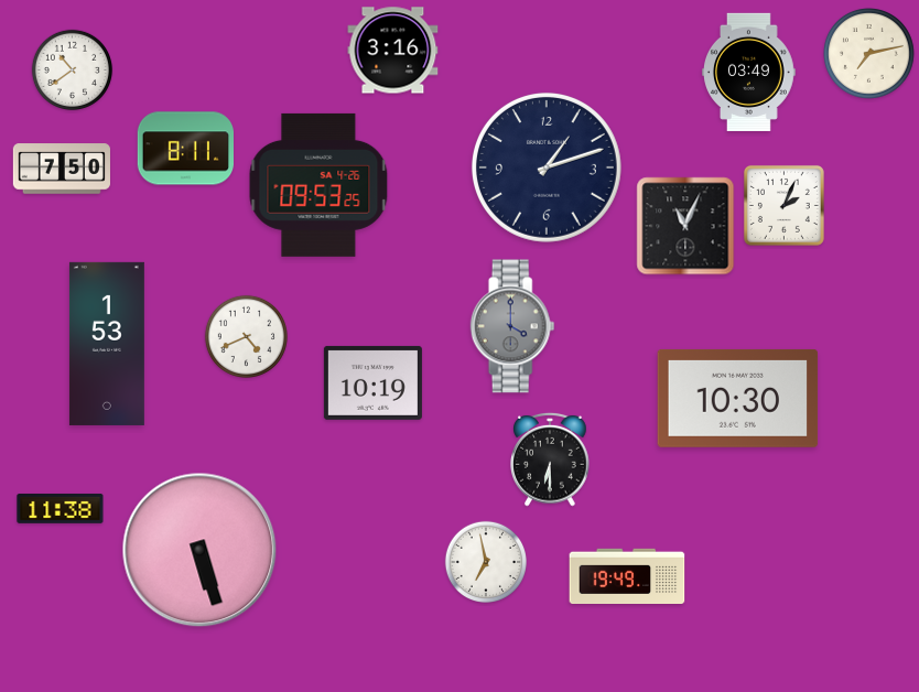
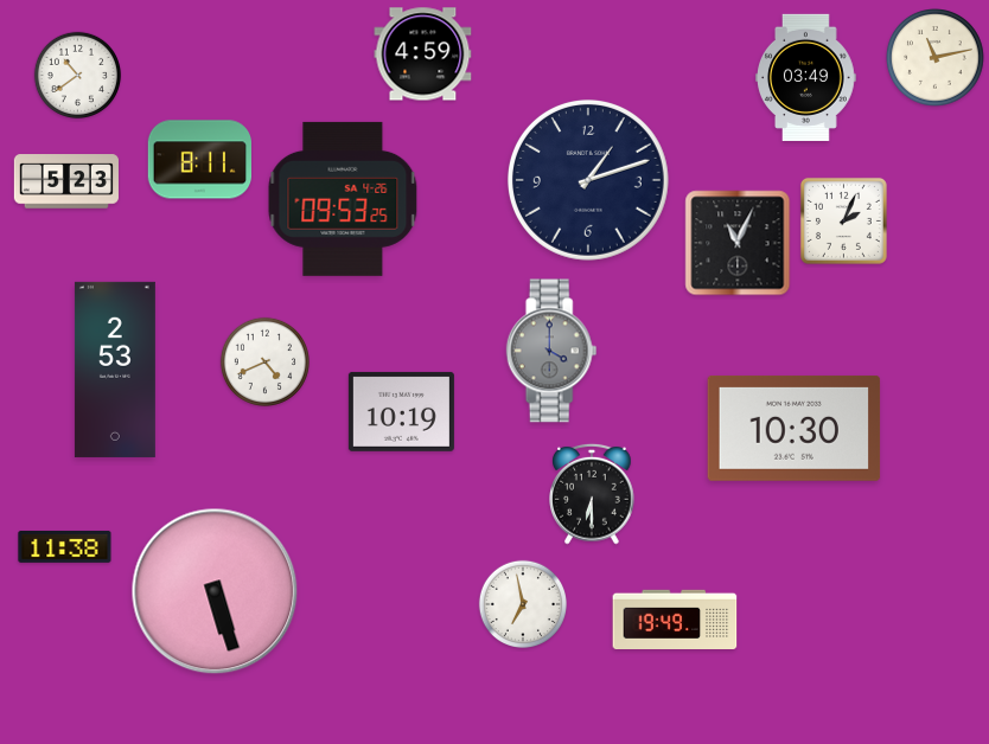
clock at (393, 51): 3:16 -> 4:59
clock at (869, 54): 7:13 -> 11:13
clock at (62, 169): 7:50 -> 5:23
clock at (107, 344): 1:53 -> 2:53
